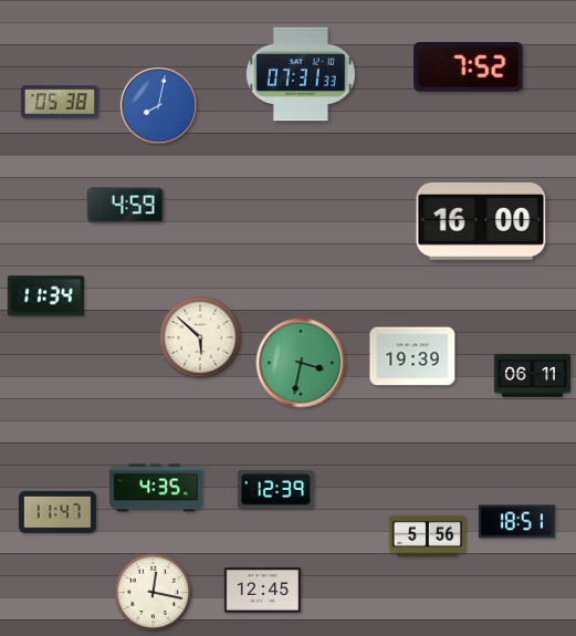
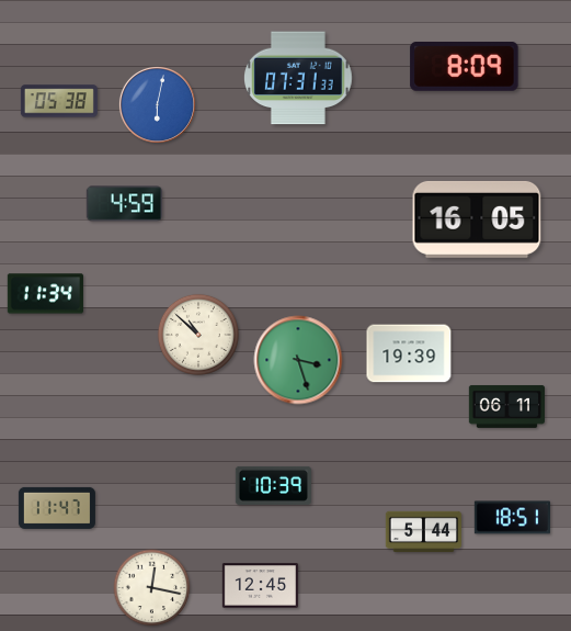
clock at (469, 67): 7:52 -> 8:09
clock at (302, 74) position: (302, 74) -> (299, 78)
clock at (158, 105): 8:02 -> 6:02
clock at (481, 221): 16:00 -> 16:05
clock at (200, 337): 5:52 -> 10:52
clock at (301, 363): 3:32 -> 3:27
clock at (532, 375) position: (532, 375) -> (506, 406)
clock at (157, 488): 4:35 -> none
clock at (275, 489): 12:39 -> 10:39
clock at (427, 536): 5:56 -> 5:44
